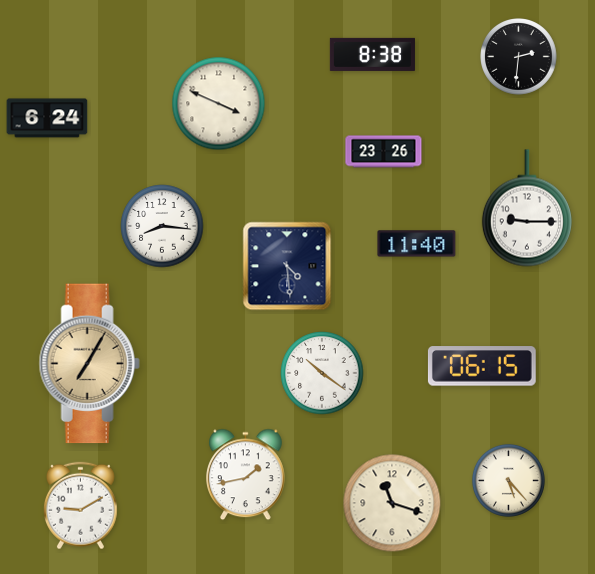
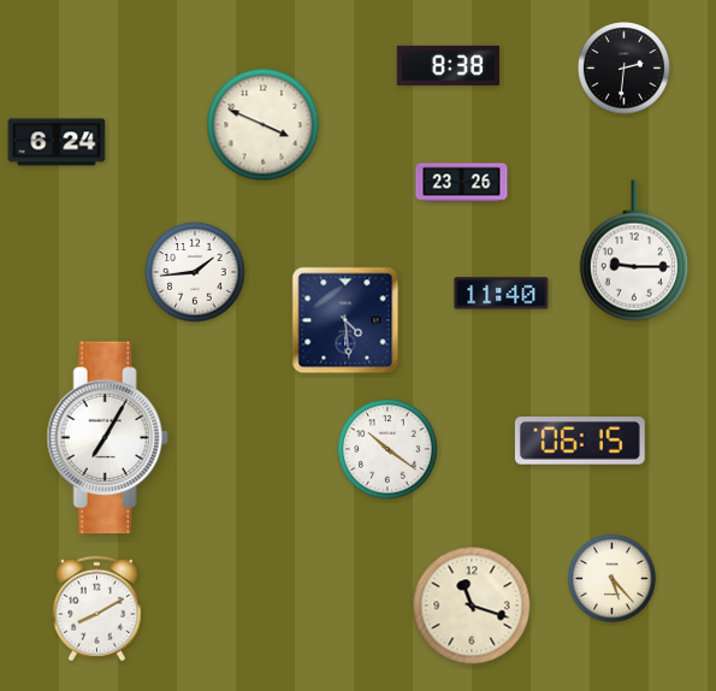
clock at (162, 226): 8:16 -> 1:44
clock at (89, 364) dial: champagne -> white
clock at (246, 475): 1:43 -> none
clock at (80, 506): 9:10 -> 8:10
